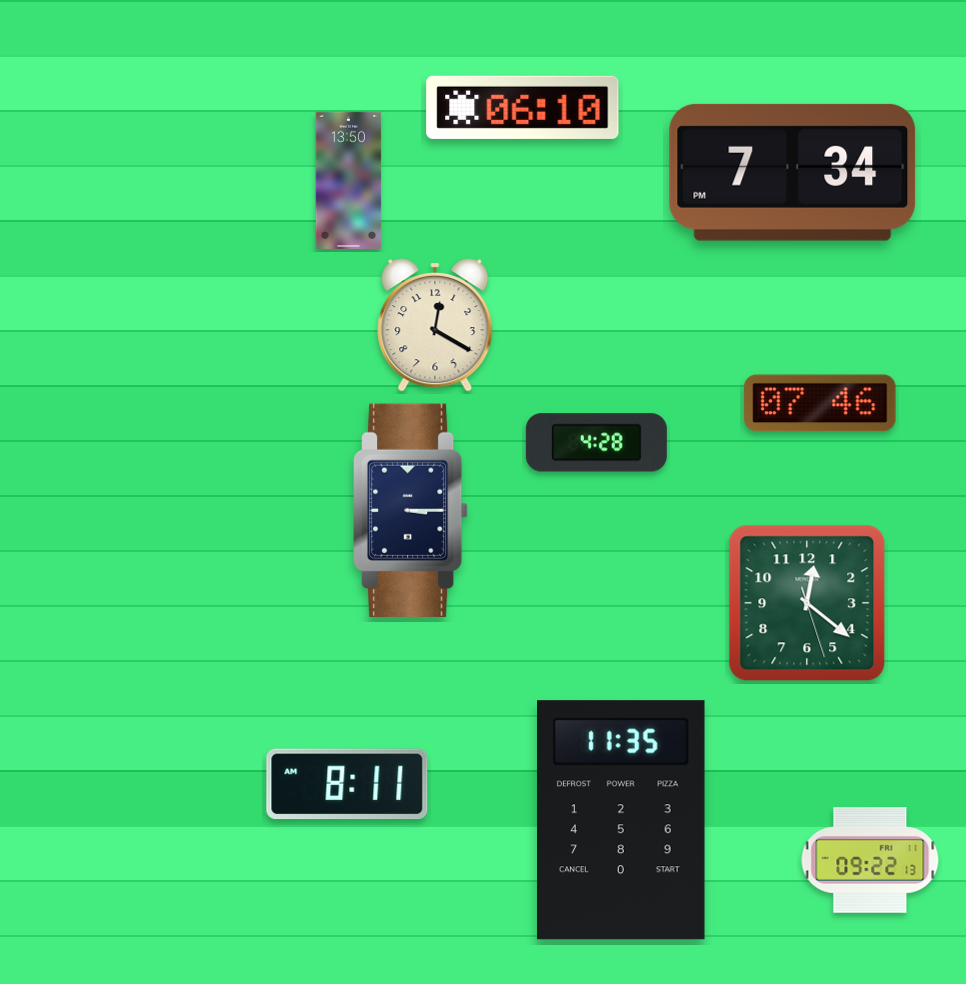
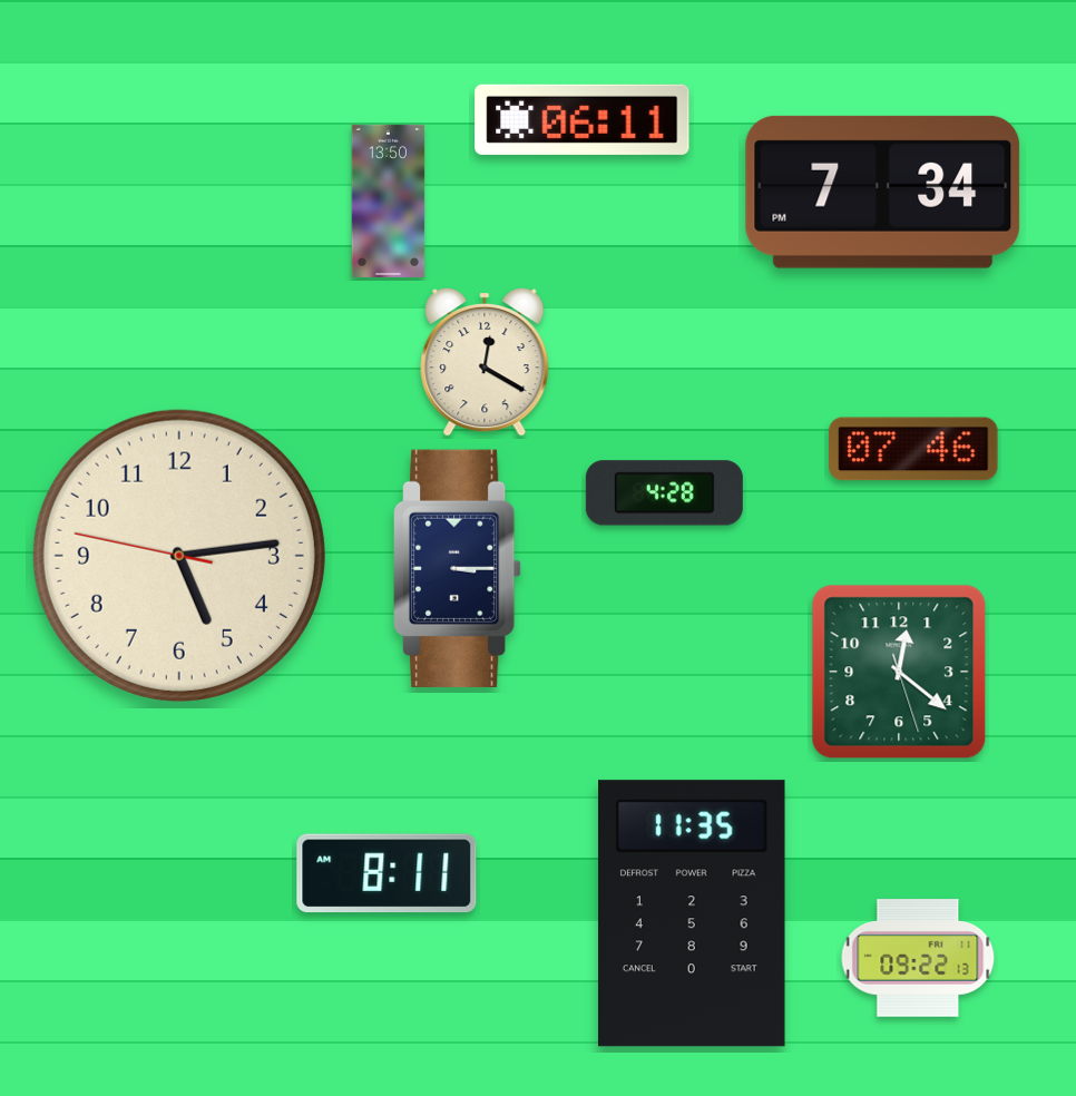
clock at (523, 107): 06:10 -> 06:11
clock at (179, 556): none -> 5:13
clock at (870, 860) position: (870, 860) -> (918, 958)
